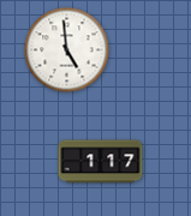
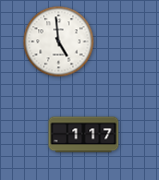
clock at (67, 50) position: (67, 50) -> (59, 42)
